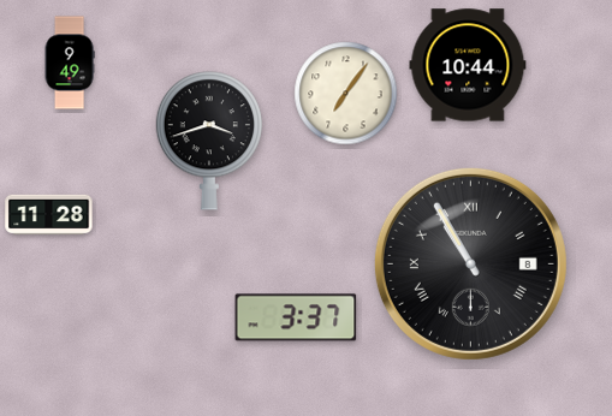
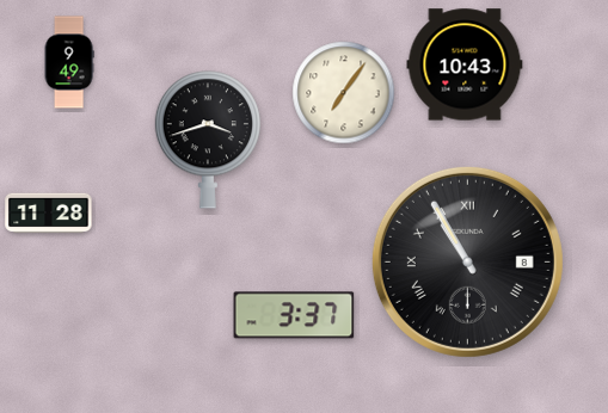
clock at (468, 65): 10:44 -> 10:43
